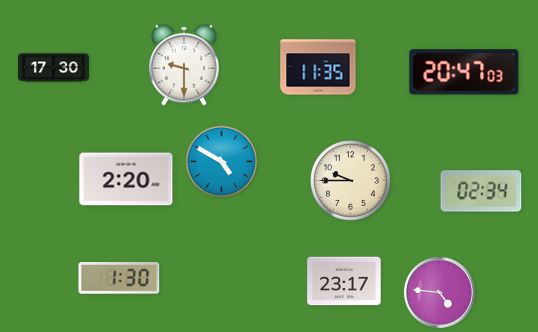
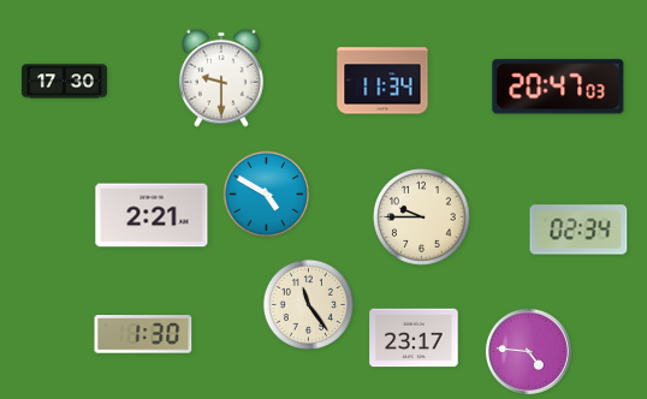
clock at (318, 67): 11:35 -> 11:34
clock at (126, 179): 2:20 -> 2:21
clock at (308, 304): none -> 11:24
